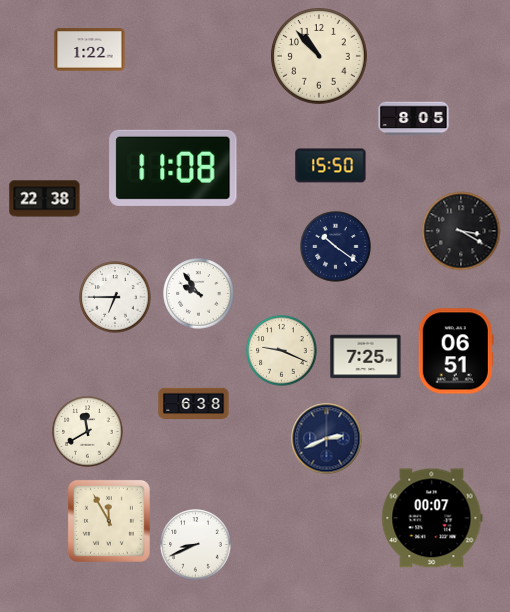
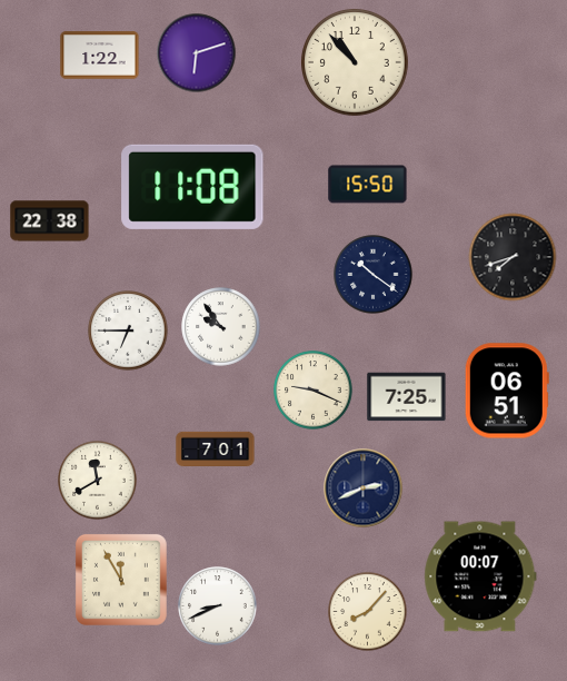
clock at (197, 53): none -> 6:12
clock at (414, 119): 8:05 -> none
clock at (461, 231): 3:20 -> 7:42
clock at (194, 404): 6:38 -> 7:01
clock at (368, 612): none -> 8:07
